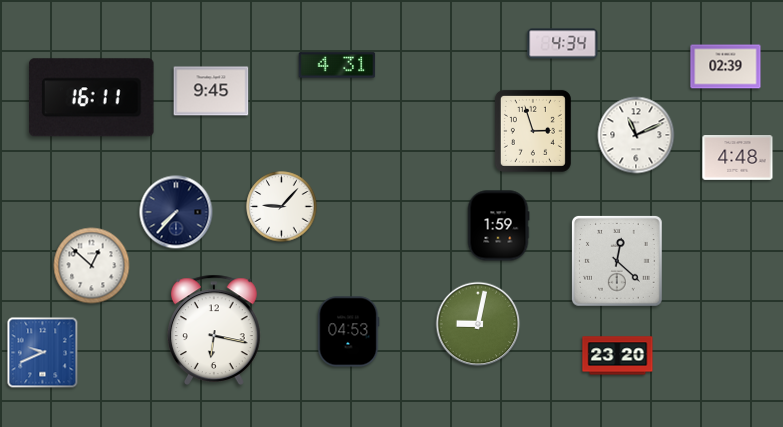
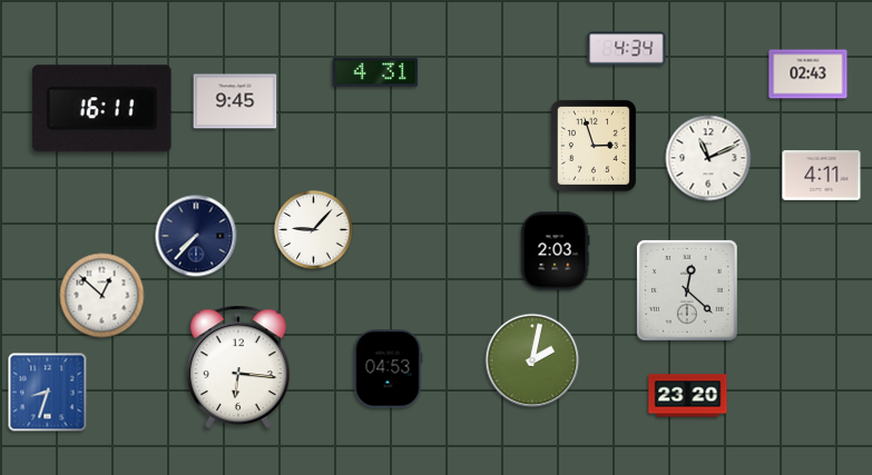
clock at (726, 67): 02:39 -> 02:43
clock at (636, 135) position: (636, 135) -> (708, 158)
clock at (738, 158): 4:48 -> 4:11
clock at (498, 226): 1:59 -> 2:03
clock at (478, 324): 9:02 -> 2:02
clock at (214, 329): 6:17 -> 6:16
clock at (43, 353): 9:41 -> 8:33
